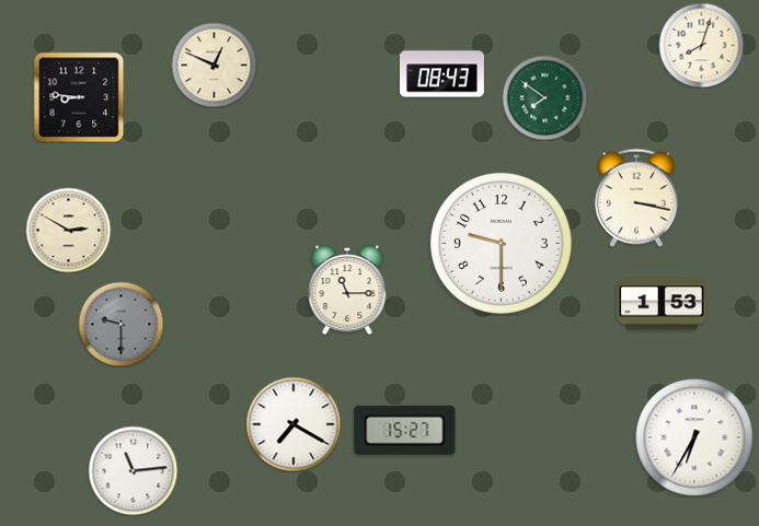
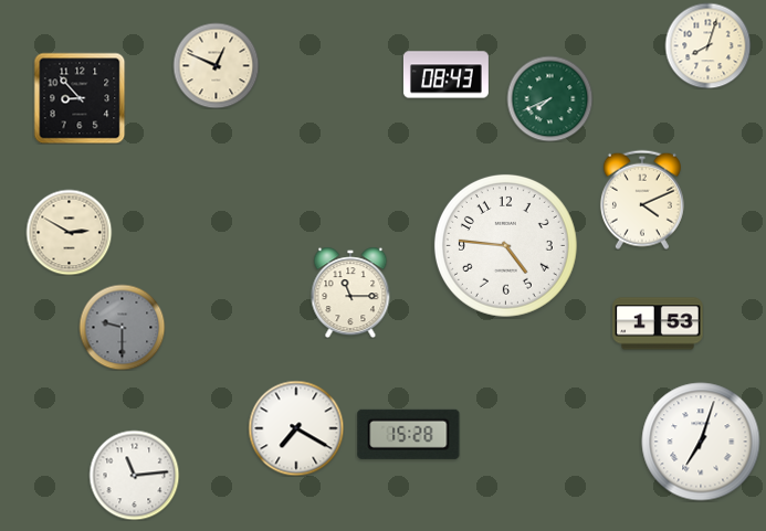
clock at (79, 97): 8:46 -> 8:53
clock at (544, 97): 7:51 -> 7:41
clock at (636, 198): 3:17 -> 4:11
clock at (501, 243): 9:30 -> 4:46
clock at (662, 304) position: (662, 304) -> (658, 323)
clock at (405, 430): 15:27 -> 15:28
clock at (694, 437): 6:35 -> 7:03
